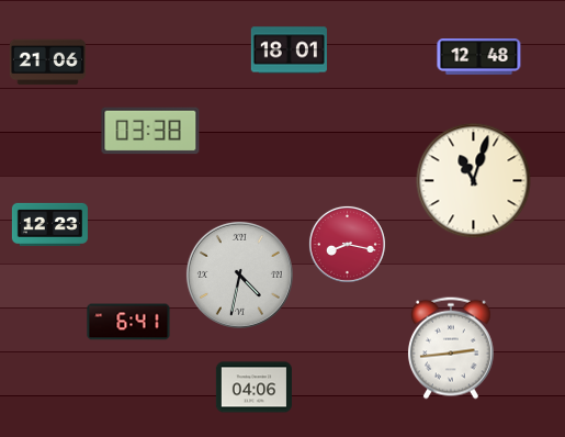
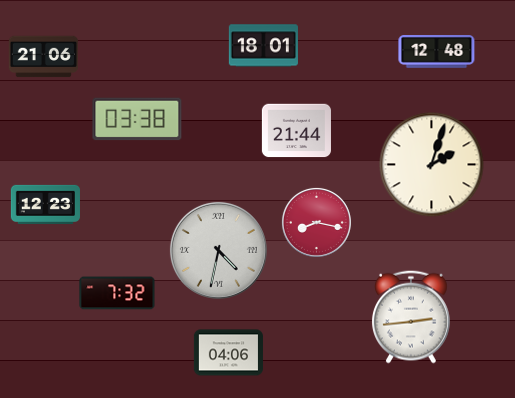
clock at (296, 131): none -> 21:44
clock at (474, 181): 11:03 -> 2:03
clock at (128, 322): 6:41 -> 7:32
clock at (253, 388) position: (253, 388) -> (228, 353)
